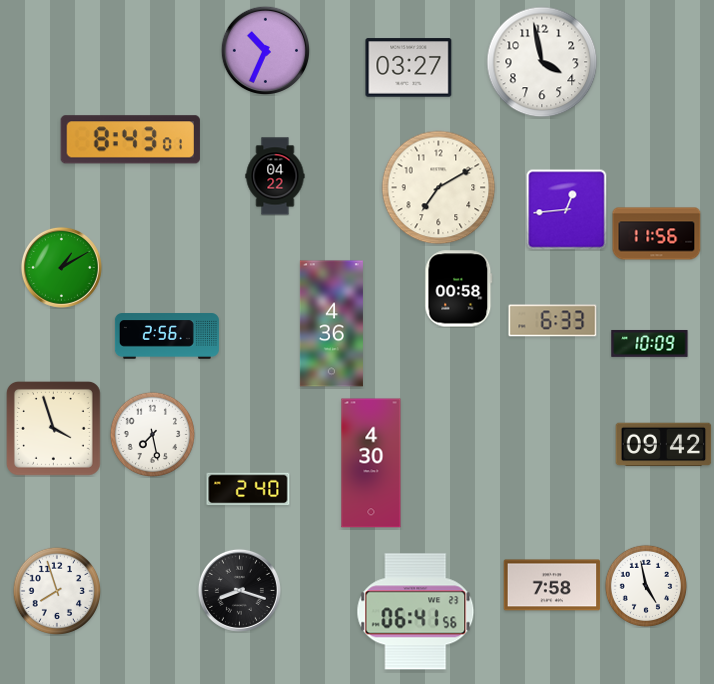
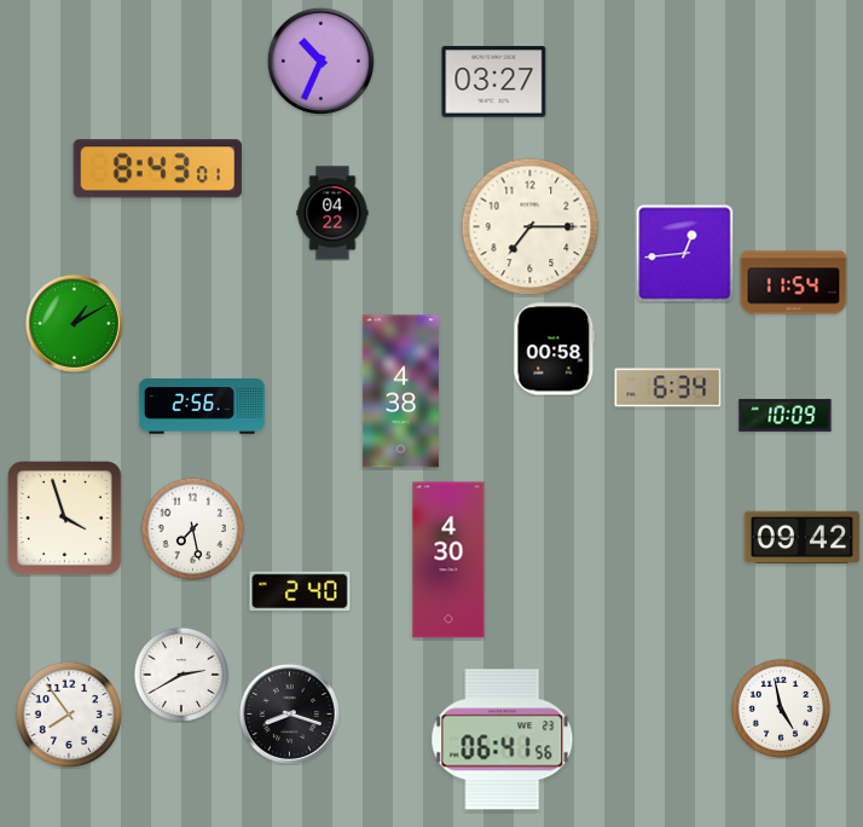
clock at (542, 62): 3:58 -> none
clock at (439, 188): 7:10 -> 7:15
clock at (657, 234): 11:56 -> 11:54
clock at (553, 321): 6:33 -> 6:34
clock at (331, 324): 4:36 -> 4:38
clock at (152, 434) position: (152, 434) -> (192, 528)
clock at (181, 675): none -> 2:40
clock at (552, 585): 7:58 -> none
clock at (56, 590): 7:57 -> 7:54
